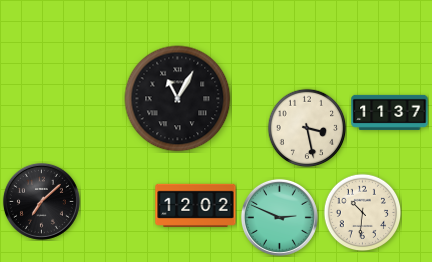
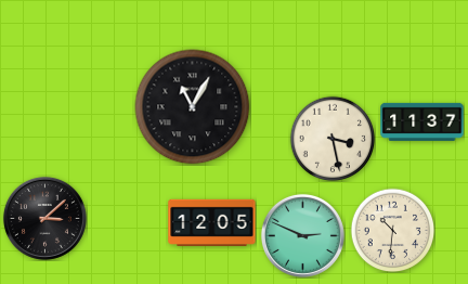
clock at (41, 201): 7:08 -> 3:08
clock at (196, 205): 12:02 -> 12:05
